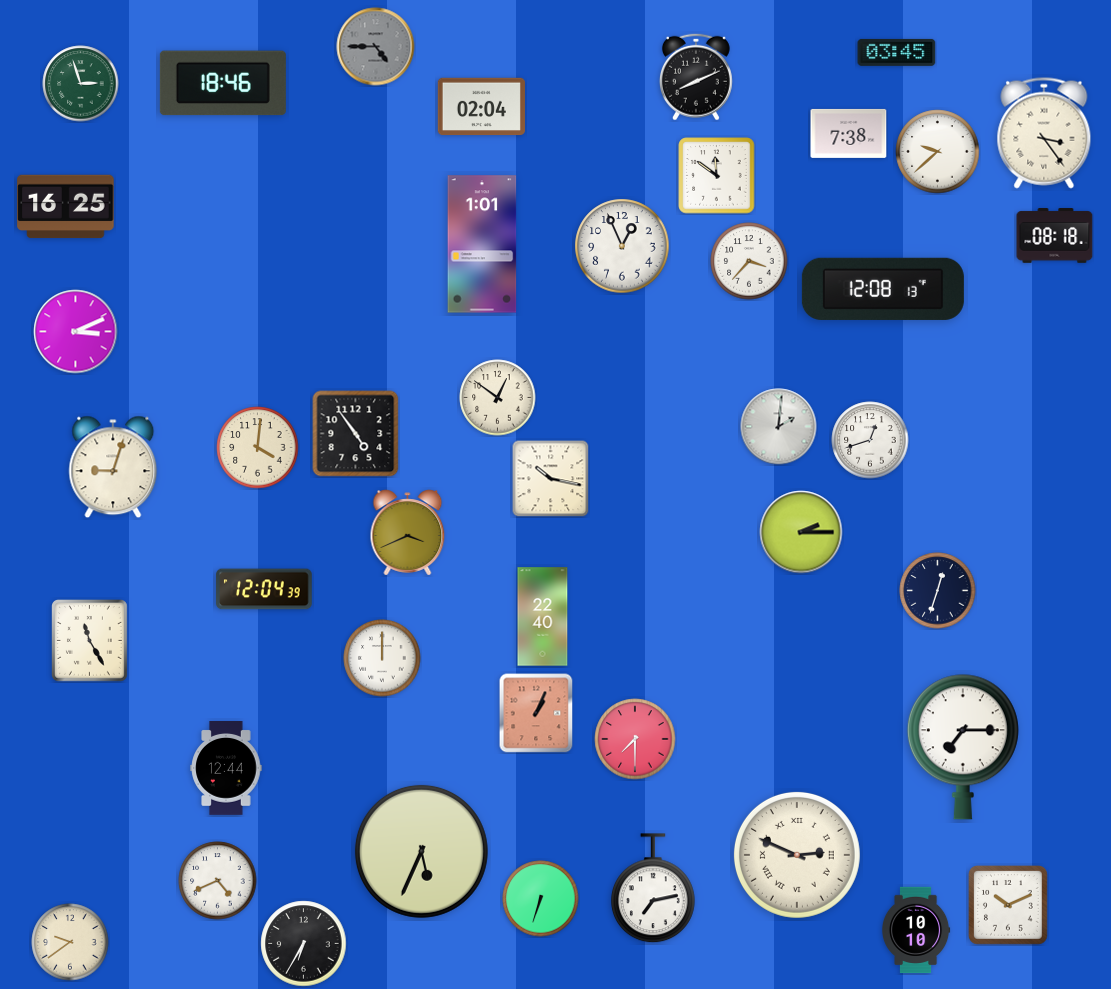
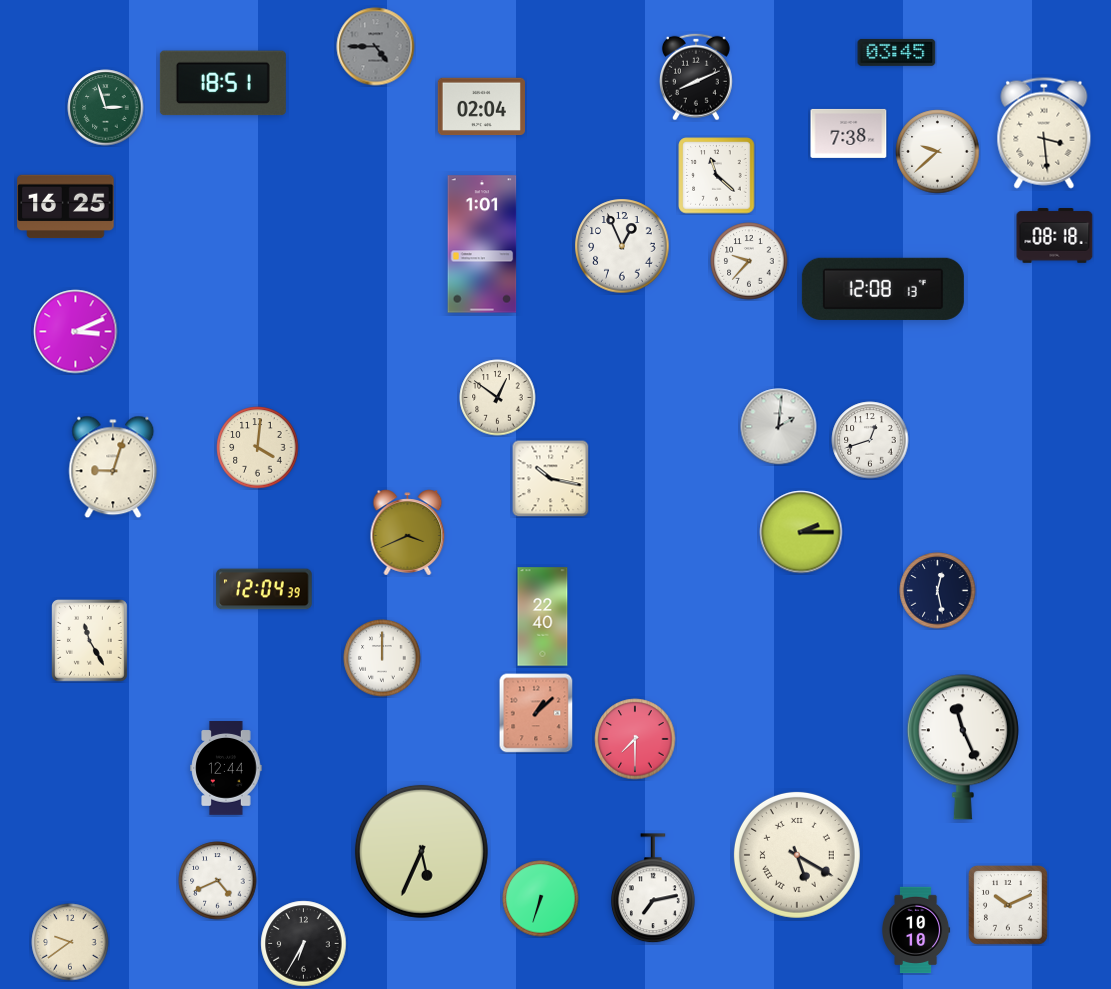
clock at (223, 83): 18:46 -> 18:51
clock at (81, 84) position: (81, 84) -> (106, 108)
clock at (1044, 133): 3:24 -> 3:29
clock at (717, 176): 11:51 -> 11:22
clock at (749, 261): 3:37 -> 9:37
clock at (356, 434): 4:54 -> none
clock at (938, 591): 12:33 -> 12:28
clock at (536, 713): 1:04 -> 1:08
clock at (963, 747): 7:15 -> 11:26
clock at (797, 855): 2:49 -> 5:20
